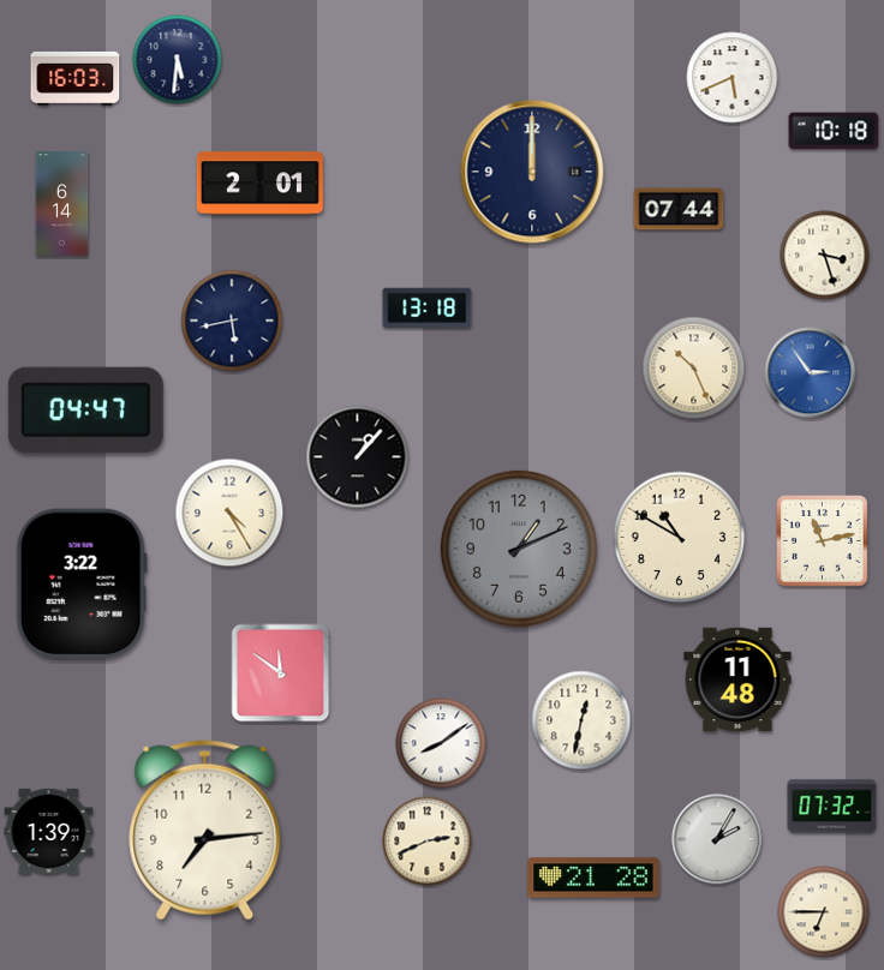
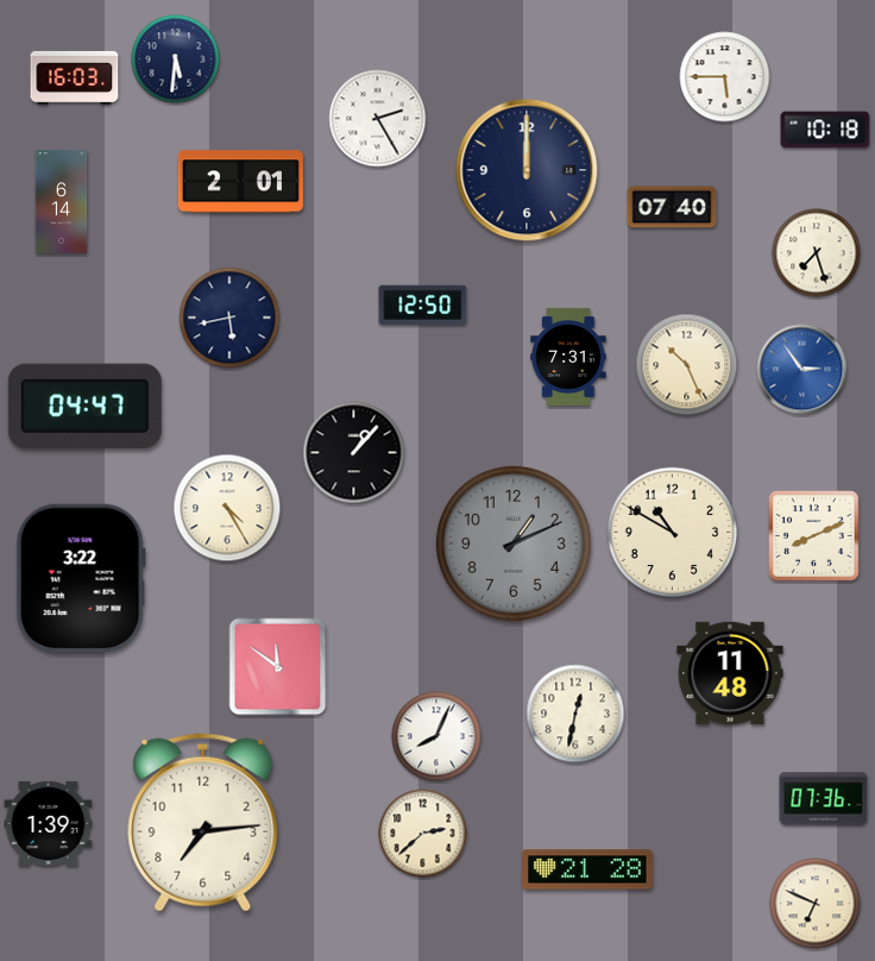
clock at (733, 78): 5:41 -> 5:45
clock at (378, 119): none -> 2:25
clock at (259, 184) position: (259, 184) -> (240, 182)
clock at (679, 209): 07:44 -> 07:40
clock at (825, 256): 3:27 -> 7:27
clock at (428, 307): 13:18 -> 12:50
clock at (568, 357): none -> 7:31
clock at (823, 541): 11:13 -> 8:11
clock at (441, 743): 8:09 -> 8:04
clock at (832, 807): 07:32 -> 07:36
clock at (717, 839): 2:05 -> none
clock at (428, 842): 2:41 -> 2:38
clock at (824, 912): 6:45 -> 6:49
